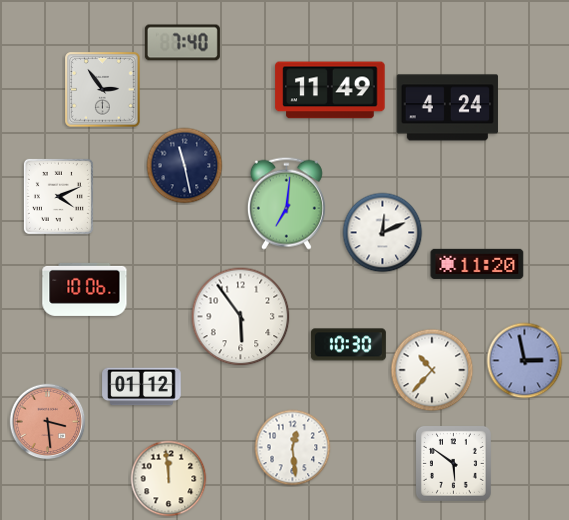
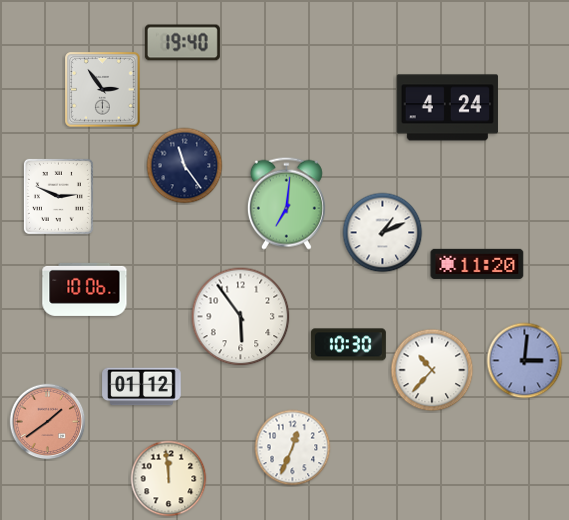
clock at (182, 43): 7:40 -> 19:40
clock at (330, 90): 11:49 -> none
clock at (185, 166): 11:28 -> 11:24
clock at (58, 196): 4:11 -> 2:49
clock at (383, 233): 12:11 -> 1:11
clock at (525, 361): 2:58 -> 3:01
clock at (48, 422): 3:29 -> 1:39
clock at (293, 448): 12:29 -> 12:34
clock at (453, 463): 5:51 -> none
